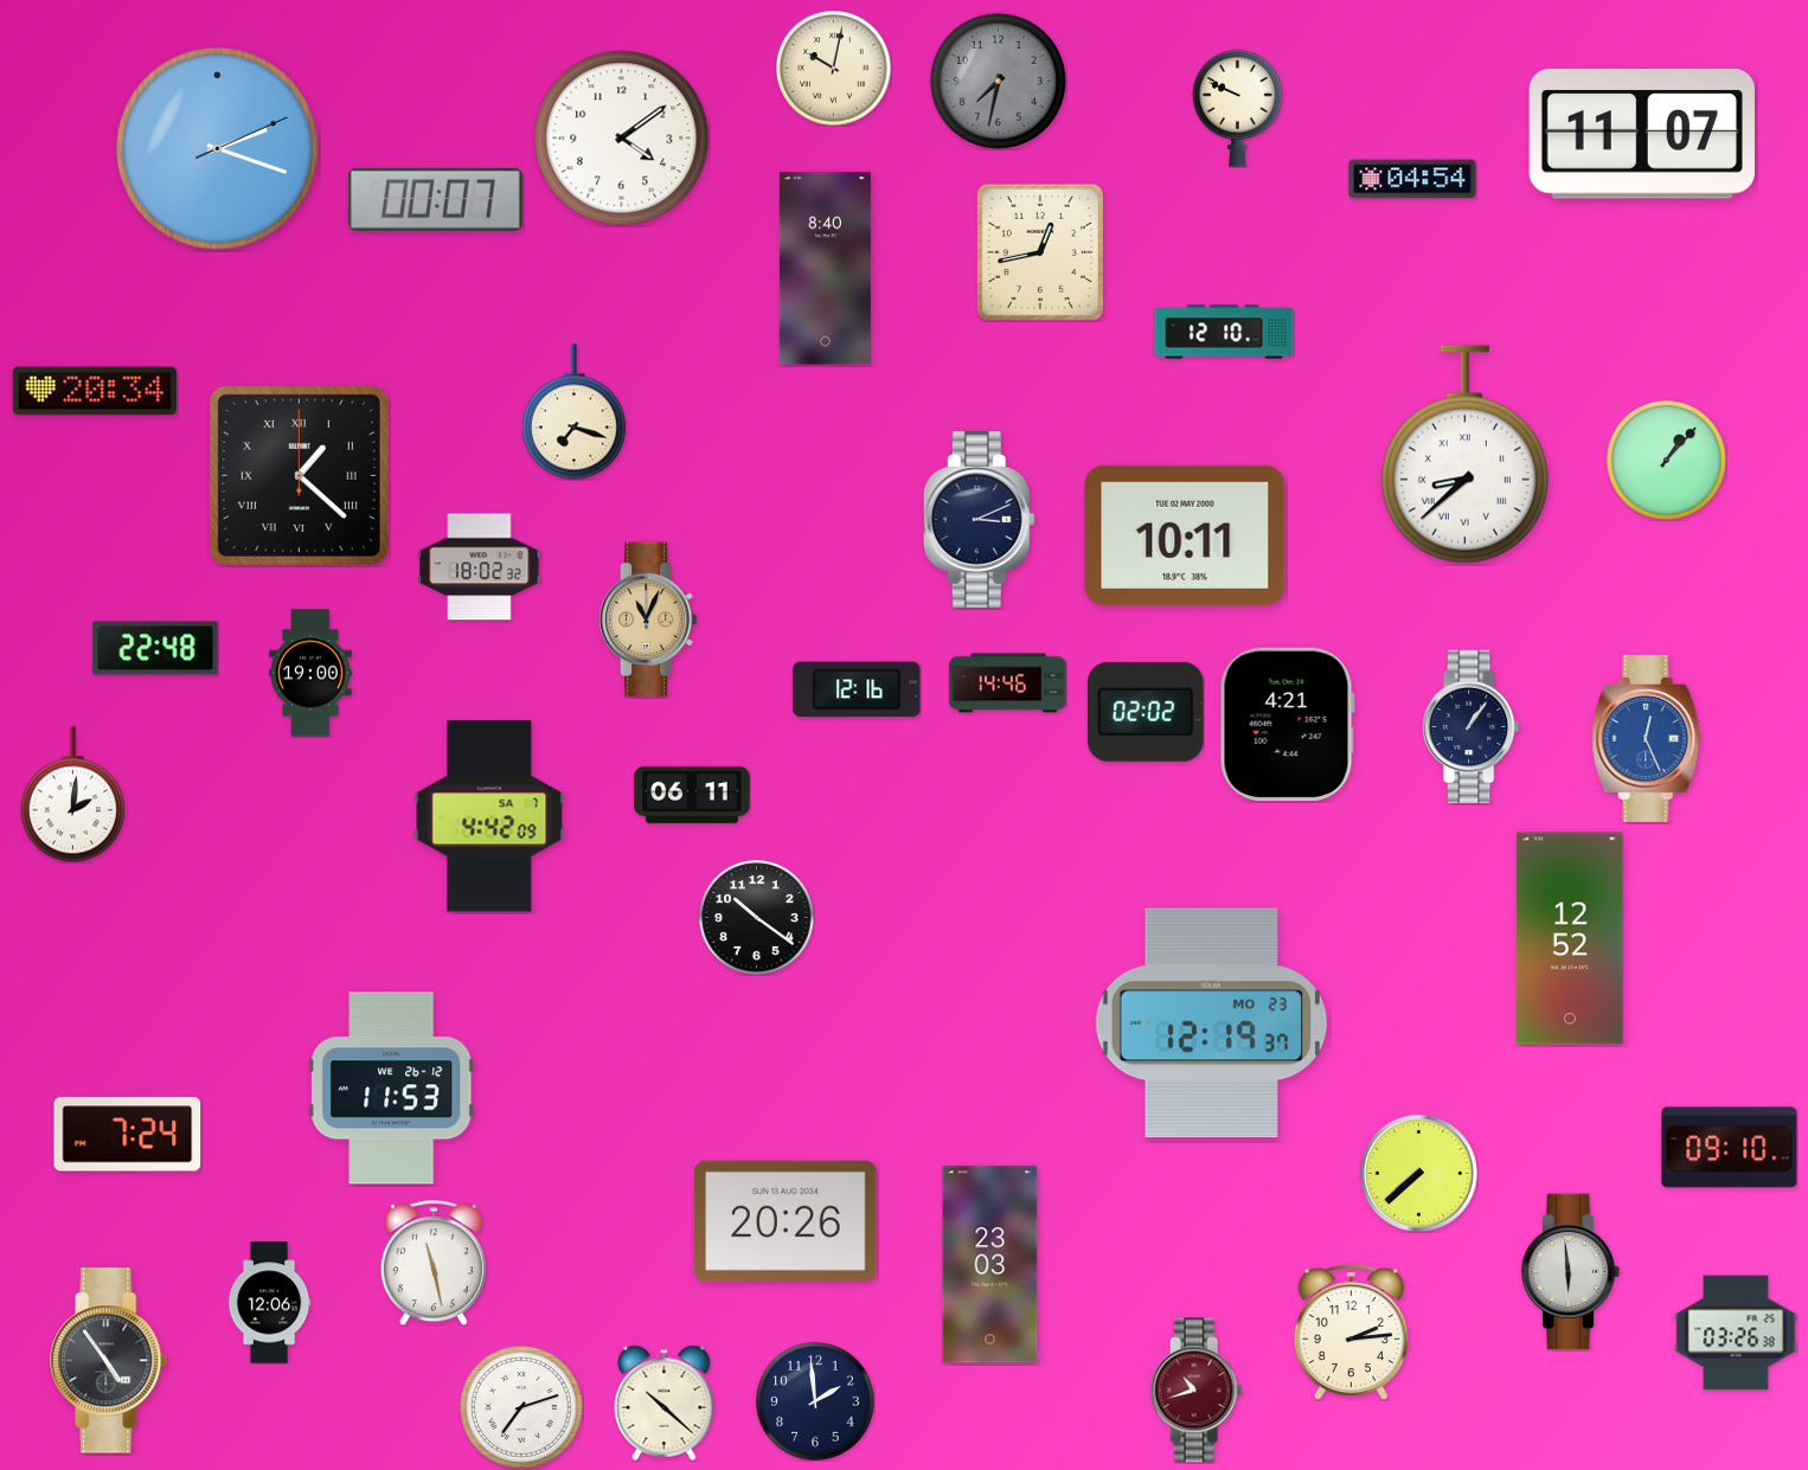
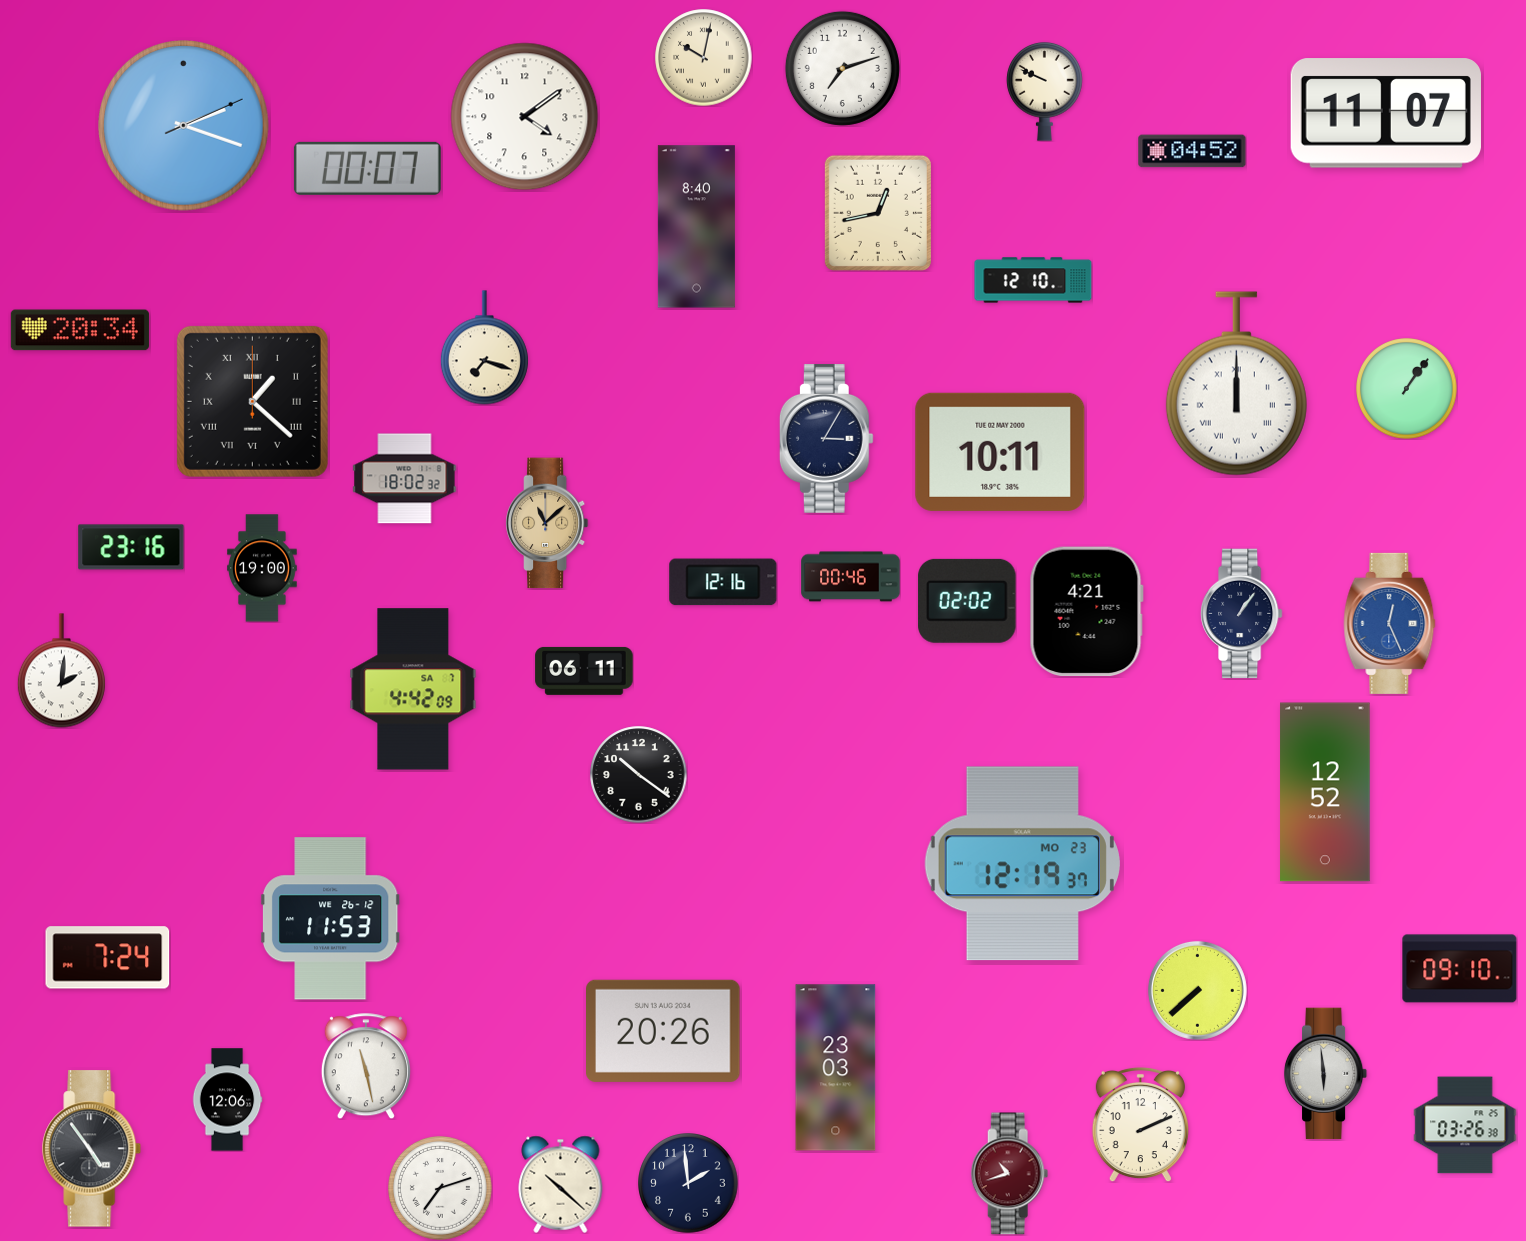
clock at (998, 81): 7:32 -> 7:12
clock at (998, 81) dial: grey -> white
clock at (1412, 179): 04:54 -> 04:52
clock at (1464, 455): 8:38 -> 12:00
clock at (1667, 461): 1:07 -> 1:06
clock at (979, 519): 3:11 -> 3:05
clock at (648, 620): 11:04 -> 11:08
clock at (155, 648): 22:48 -> 23:16
clock at (1008, 683): 14:46 -> 00:46
clock at (1351, 1331): 2:14 -> 2:11
